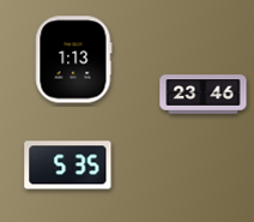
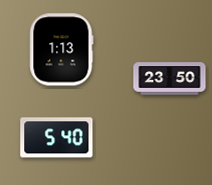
clock at (204, 95): 23:46 -> 23:50
clock at (68, 166): 5:35 -> 5:40
